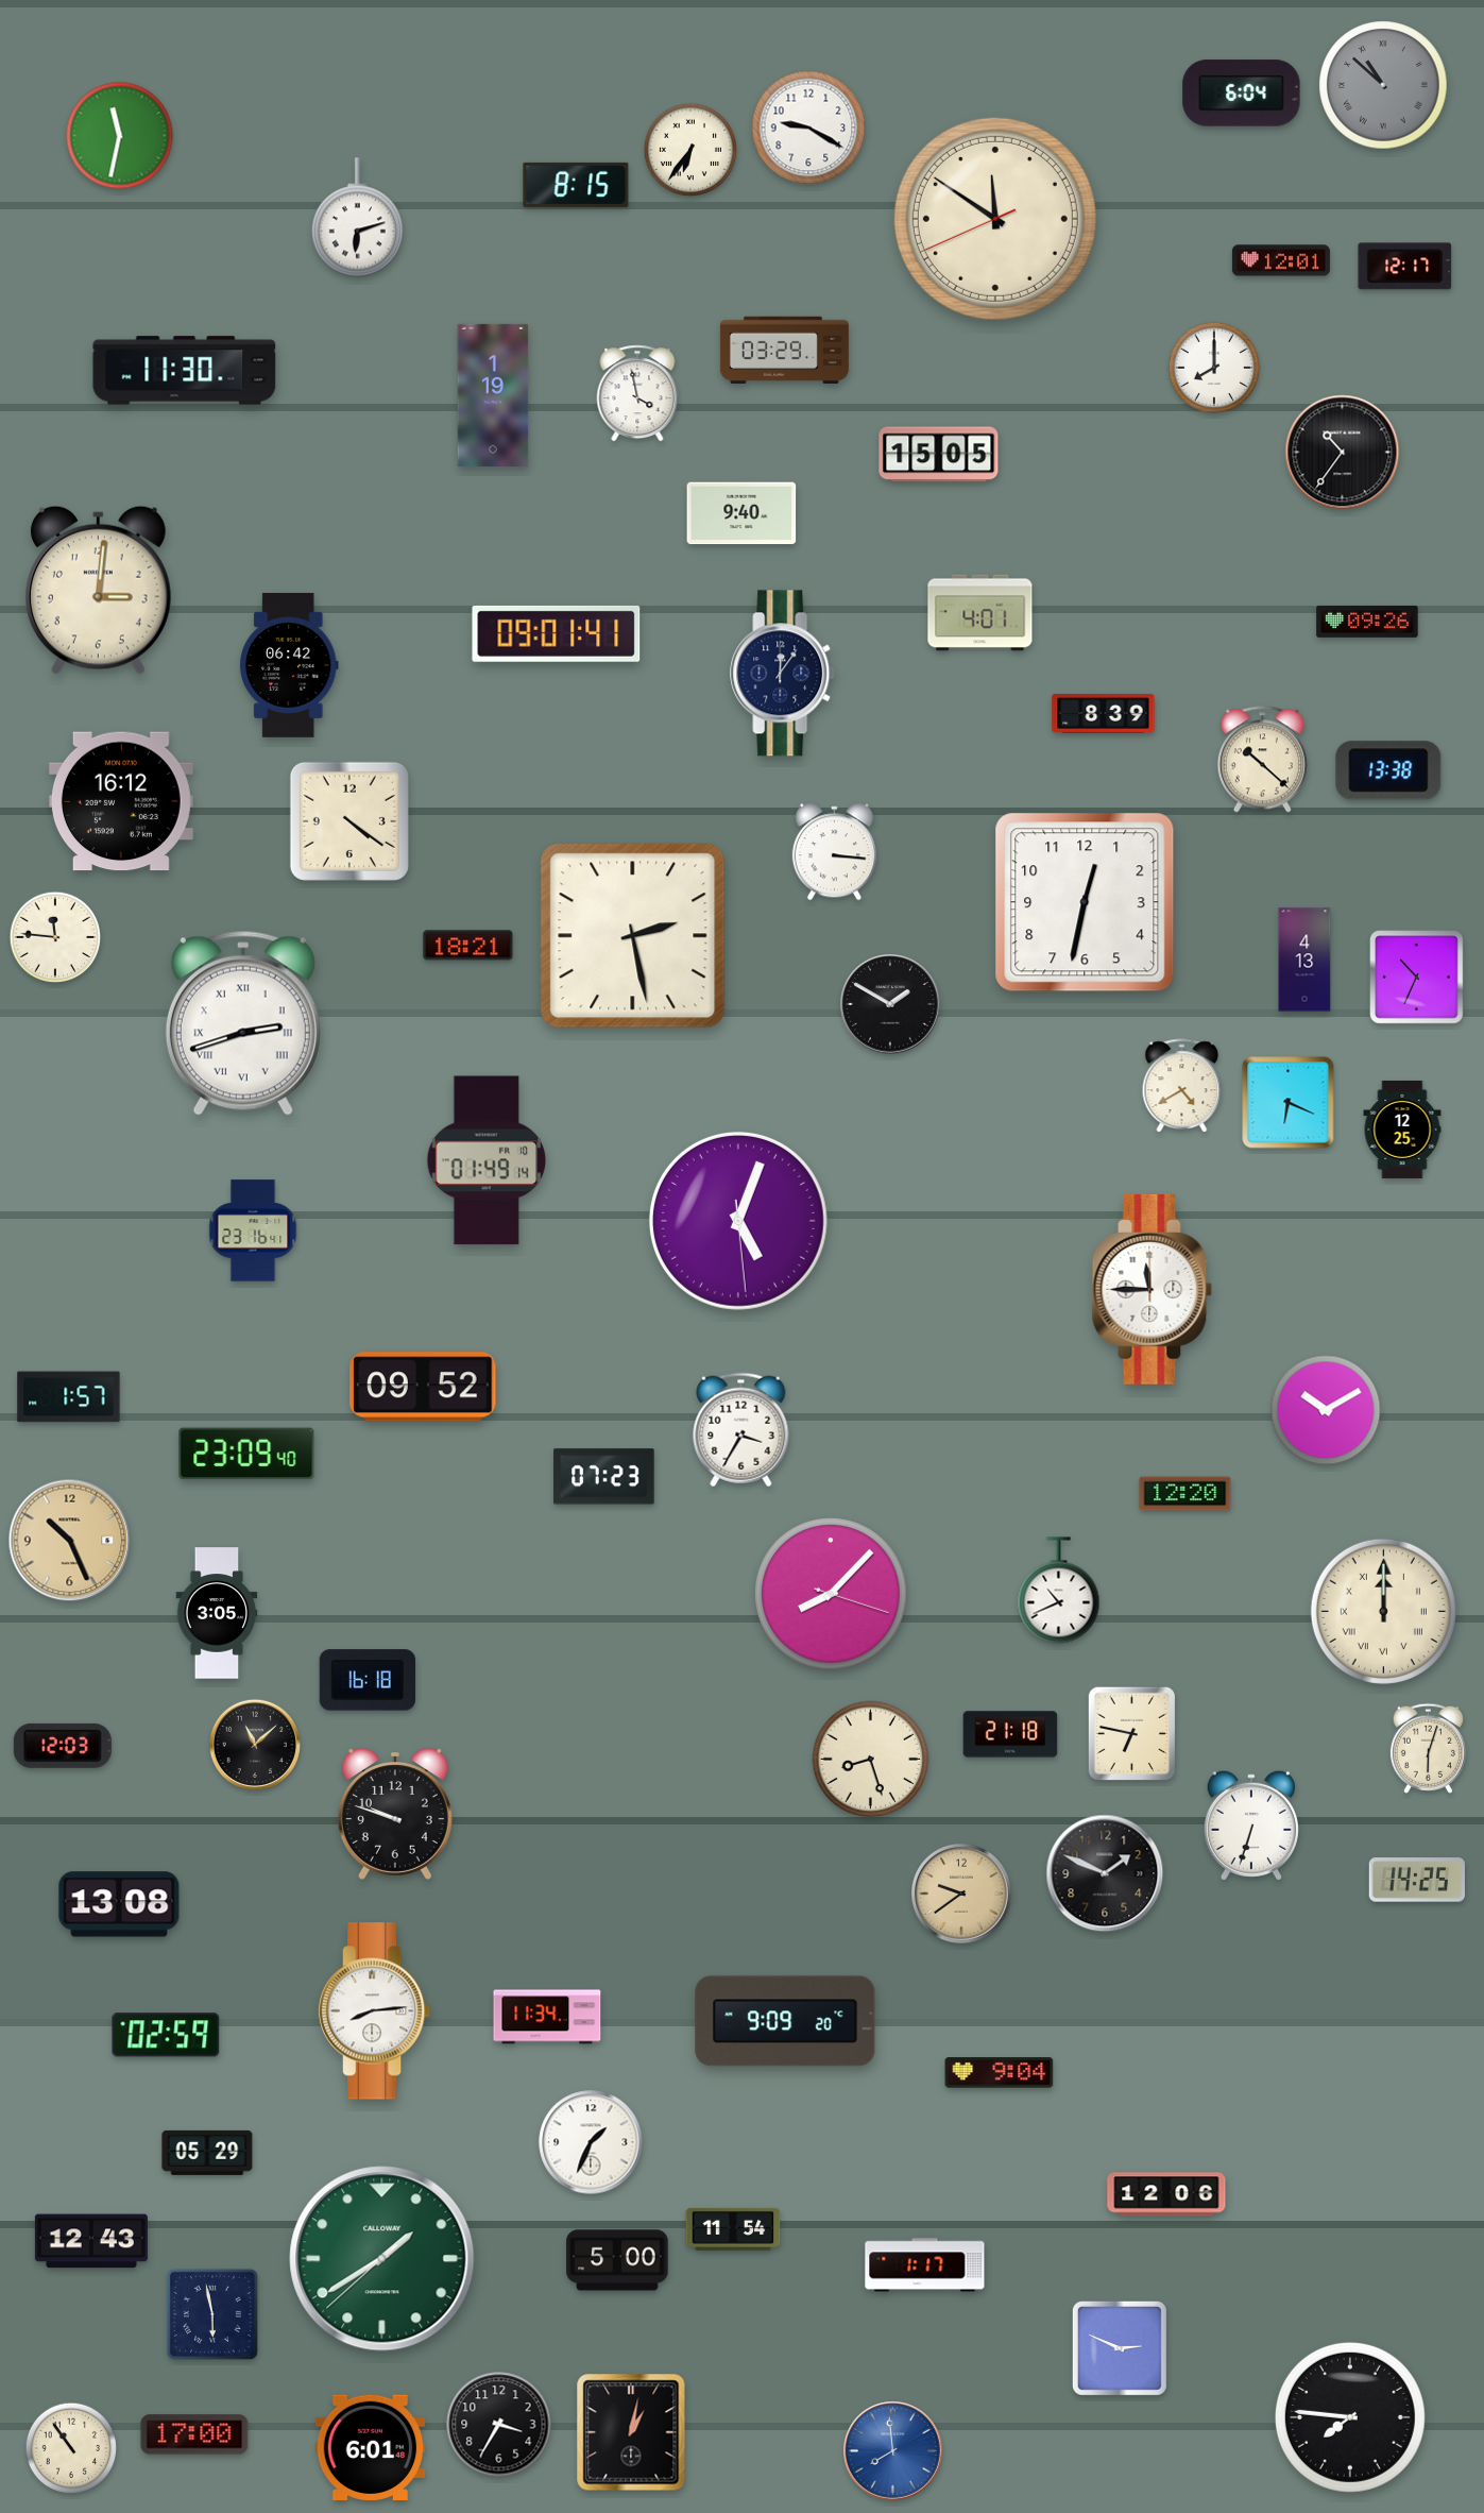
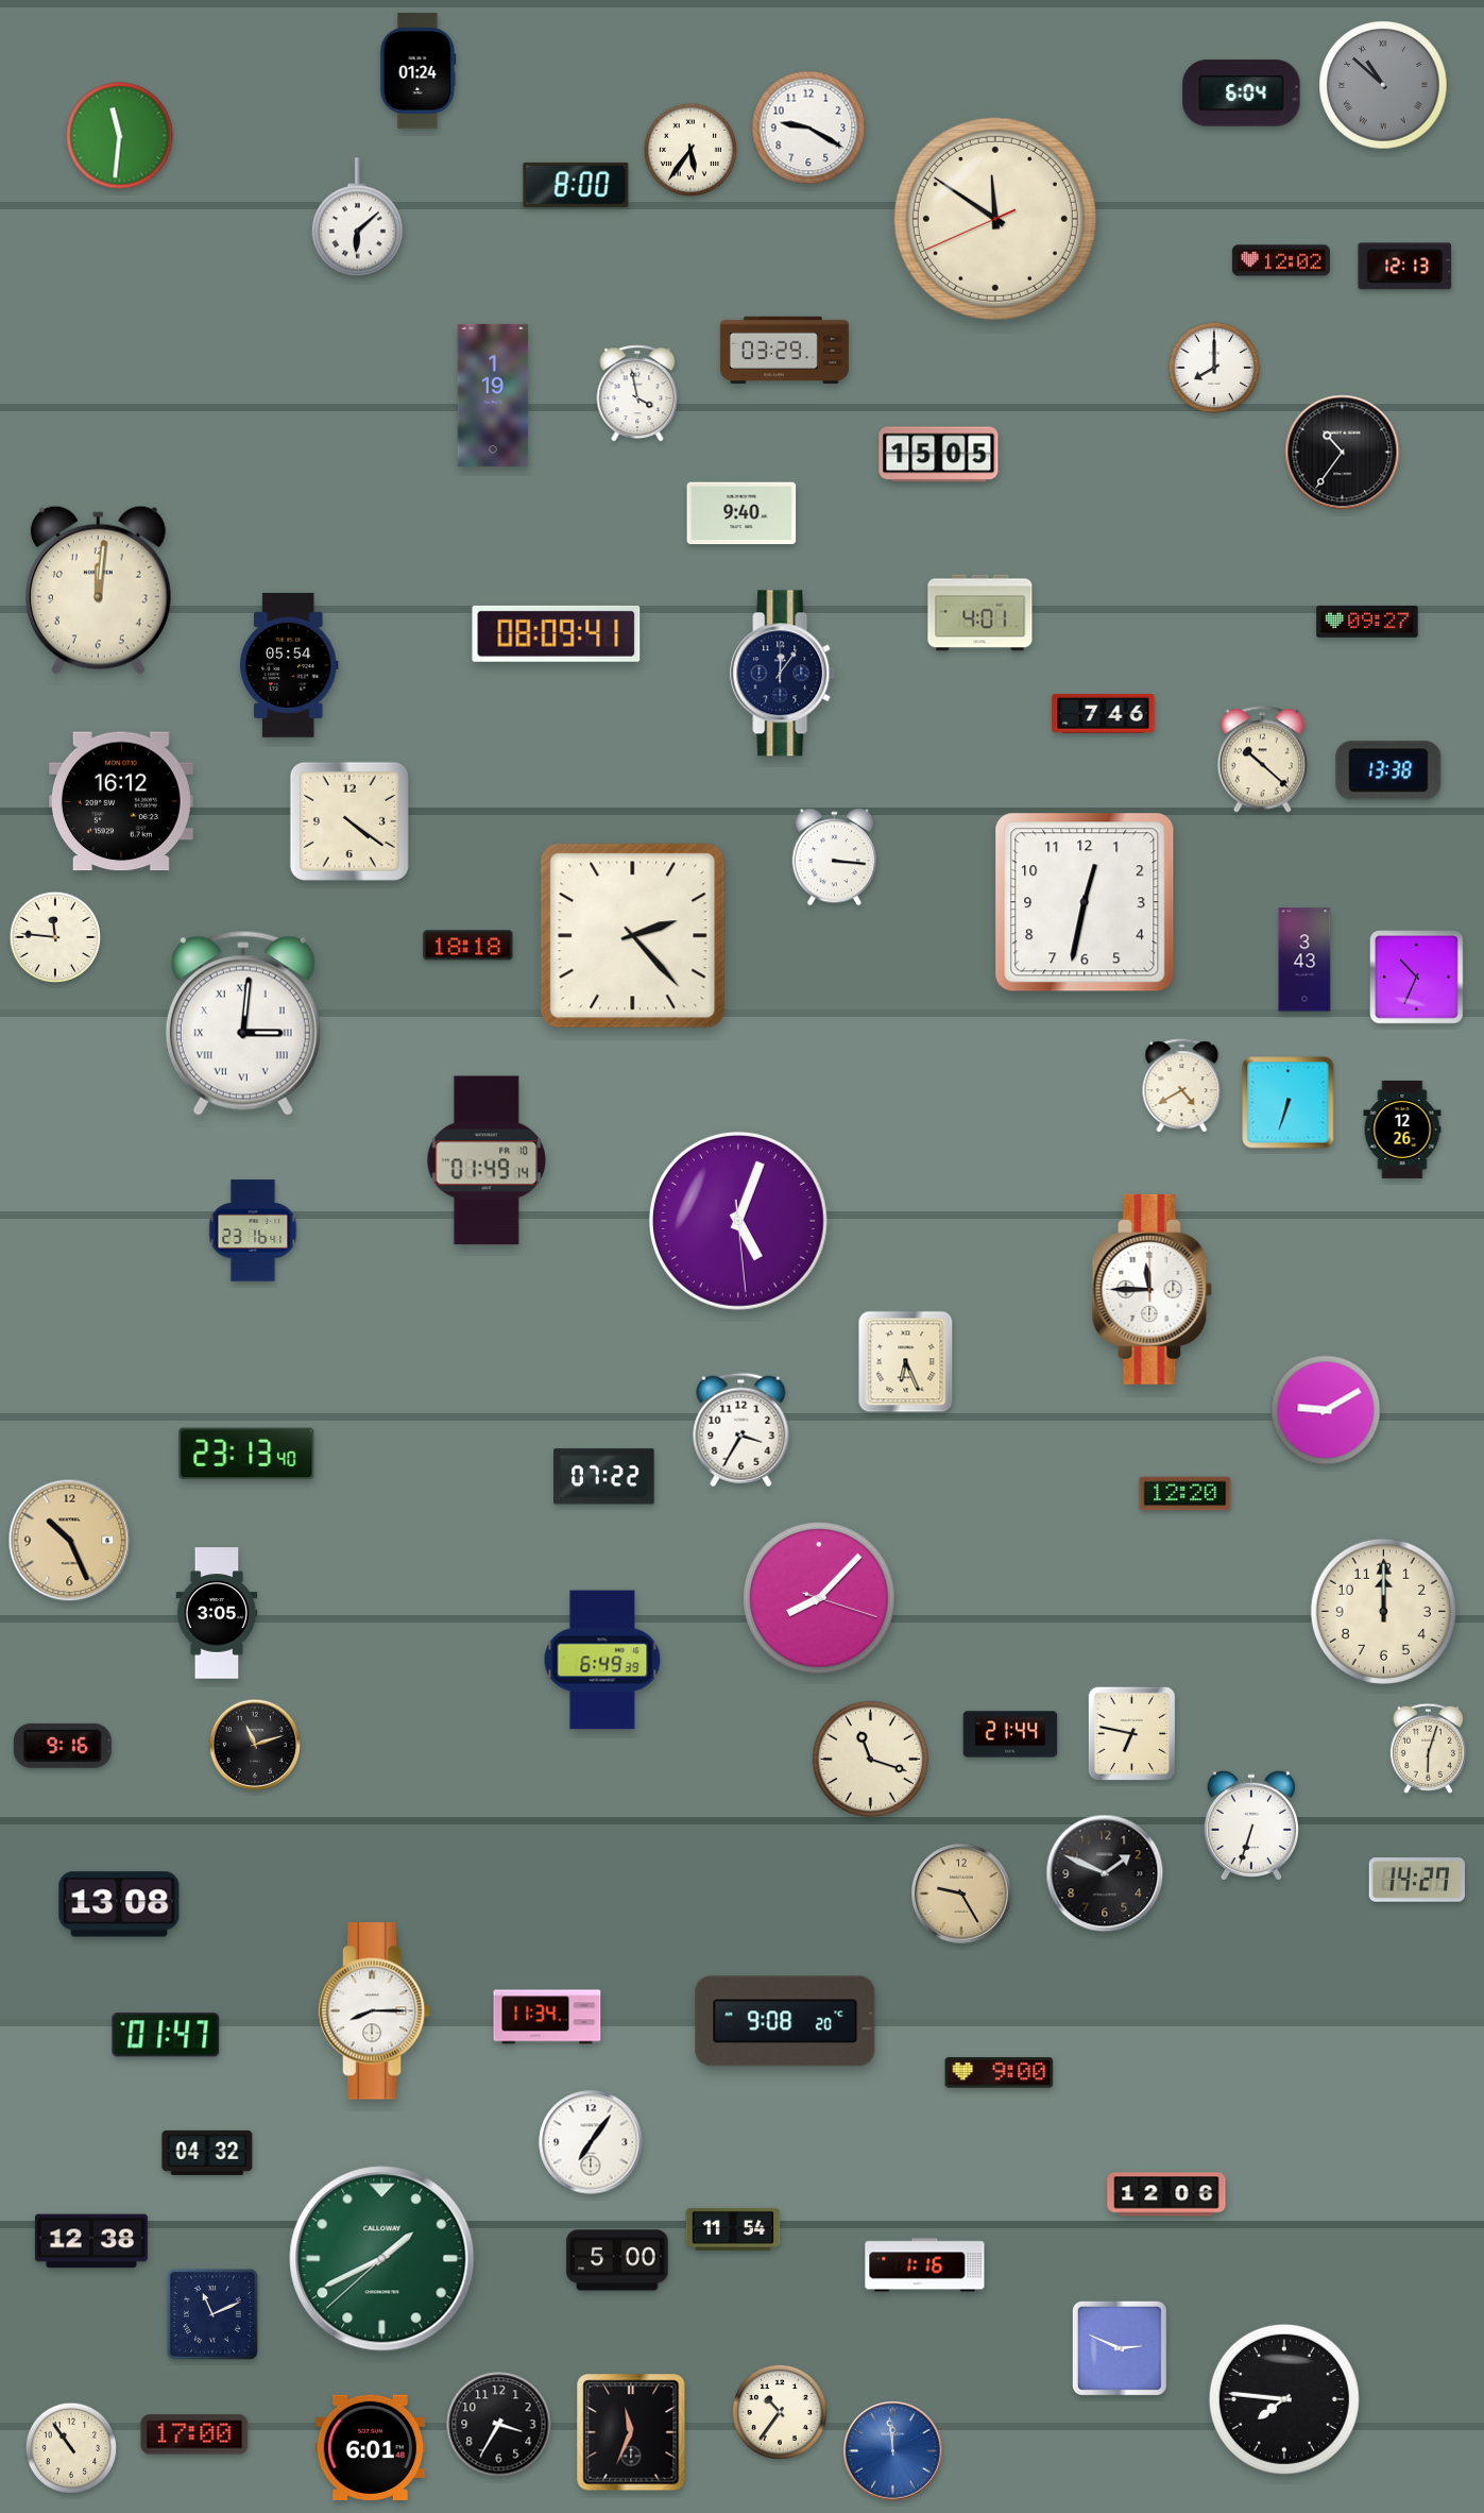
clock at (419, 71): none -> 01:24
clock at (120, 136): 11:32 -> 11:31
clock at (690, 150): 6:36 -> 5:36
clock at (576, 185): 8:15 -> 8:00
clock at (357, 218): 6:12 -> 6:08
clock at (1281, 260): 12:01 -> 12:02
clock at (1405, 267): 12:17 -> 12:13
clock at (185, 371): 11:30 -> none
clock at (98, 590): 3:01 -> 12:01
clock at (1367, 622): 09:26 -> 09:27
clock at (557, 633): 09:01 -> 08:09
clock at (289, 665): 06:42 -> 05:54
clock at (1104, 713): 8:39 -> 7:46
clock at (834, 852) position: (834, 852) -> (834, 858)
clock at (633, 936): 2:28 -> 2:23
clock at (468, 946): 18:21 -> 18:18
clock at (1304, 960): 4:13 -> 3:43
clock at (890, 1004): 1:50 -> none
clock at (243, 1023): 2:42 -> 3:01
clock at (1289, 1103): 6:19 -> 6:33
clock at (1402, 1130): 12:25 -> 12:26
clock at (906, 1362): none -> 6:26
clock at (423, 1387): 09:52 -> none
clock at (69, 1397): 1:57 -> none
clock at (1326, 1410): 10:10 -> 9:10
clock at (246, 1454): 23:09 -> 23:13
clock at (604, 1477): 07:23 -> 07:22
clock at (1059, 1591): 10:41 -> none
clock at (832, 1595) position: (832, 1595) -> (820, 1599)
clock at (1383, 1611) numerals: Roman -> Arabic
clock at (602, 1660): none -> 6:49
clock at (368, 1680): 16:18 -> none
clock at (1010, 1734): 21:18 -> 21:44
clock at (254, 1744): 11:08 -> 11:12
clock at (63, 1746): 12:03 -> 9:16
clock at (871, 1760): 8:27 -> 11:18
clock at (395, 1814): 9:48 -> none
clock at (1416, 1880): 14:25 -> 14:27
clock at (961, 1894): 9:39 -> 9:25
clock at (375, 2011): 8:14 -> 8:15
clock at (785, 2021): 9:09 -> 9:08
clock at (166, 2035): 02:59 -> 01:47
clock at (1000, 2073): 9:04 -> 9:00
clock at (591, 2142): 1:34 -> 7:06
clock at (207, 2153): 05:29 -> 04:32
clock at (91, 2241): 12:43 -> 12:38
clock at (382, 2259): 1:39 -> 1:40
clock at (925, 2265): 1:17 -> 1:16
clock at (212, 2314): 5:58 -> 11:11
clock at (780, 2412): none -> 10:36
clock at (1350, 2417) position: (1350, 2417) -> (1284, 2399)
clock at (631, 2432): 1:02 -> 11:34
clock at (893, 2451): 7:59 -> 11:59
